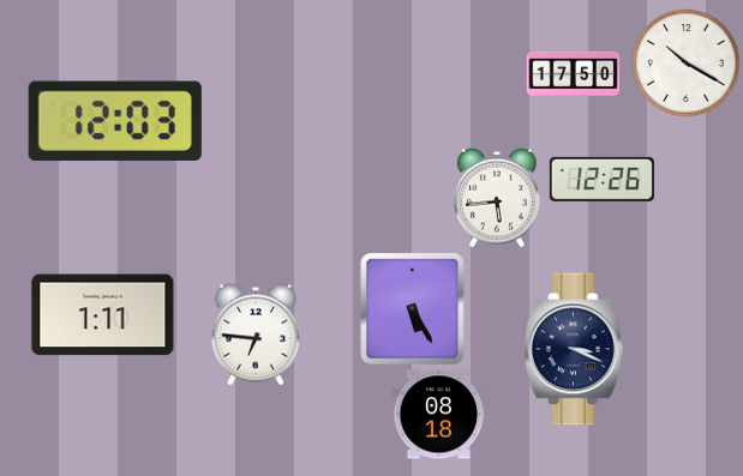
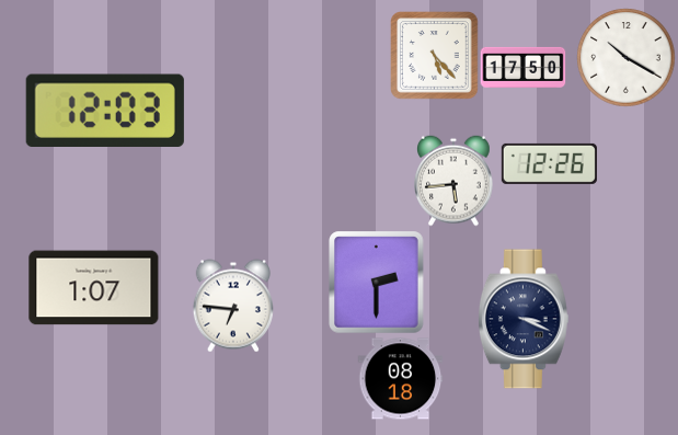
clock at (435, 56): none -> 5:23
clock at (413, 308): 5:25 -> 2:30
clock at (103, 315): 1:11 -> 1:07
